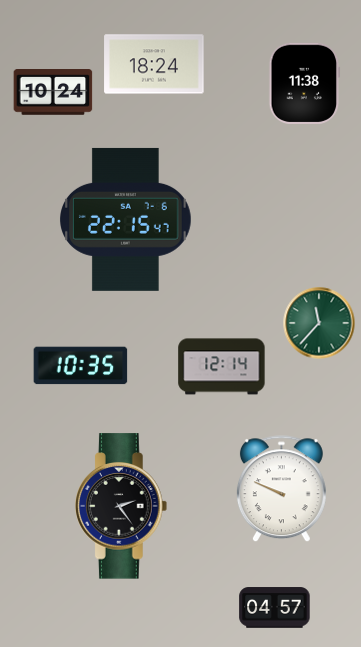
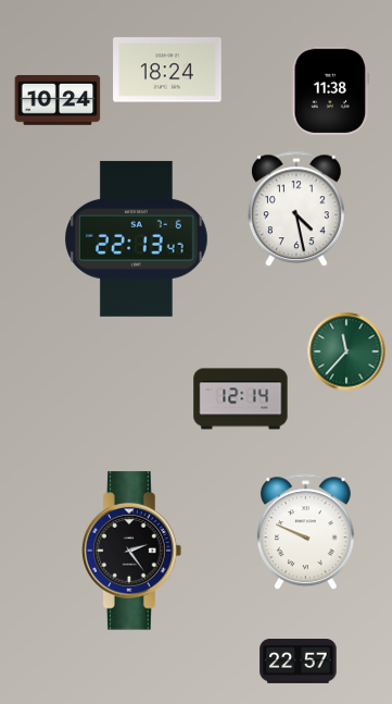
clock at (298, 210): none -> 4:28
clock at (126, 219): 22:15 -> 22:13
clock at (81, 366): 10:35 -> none
clock at (275, 608): 04:57 -> 22:57
